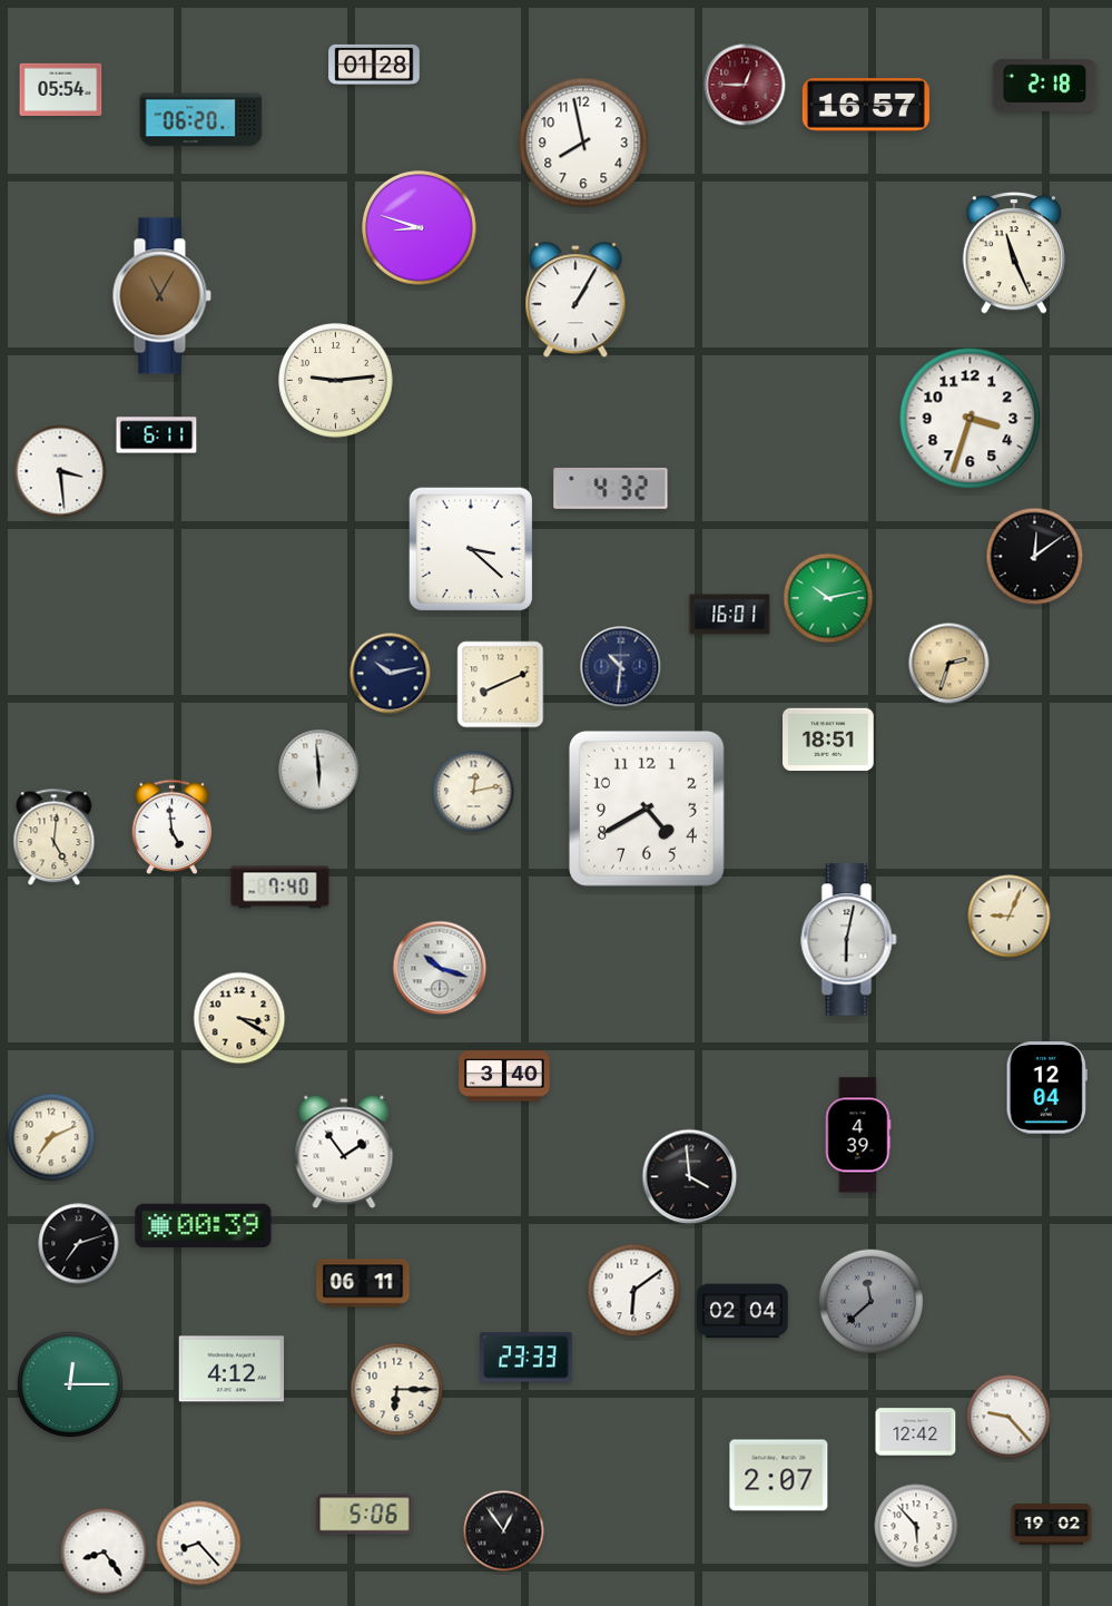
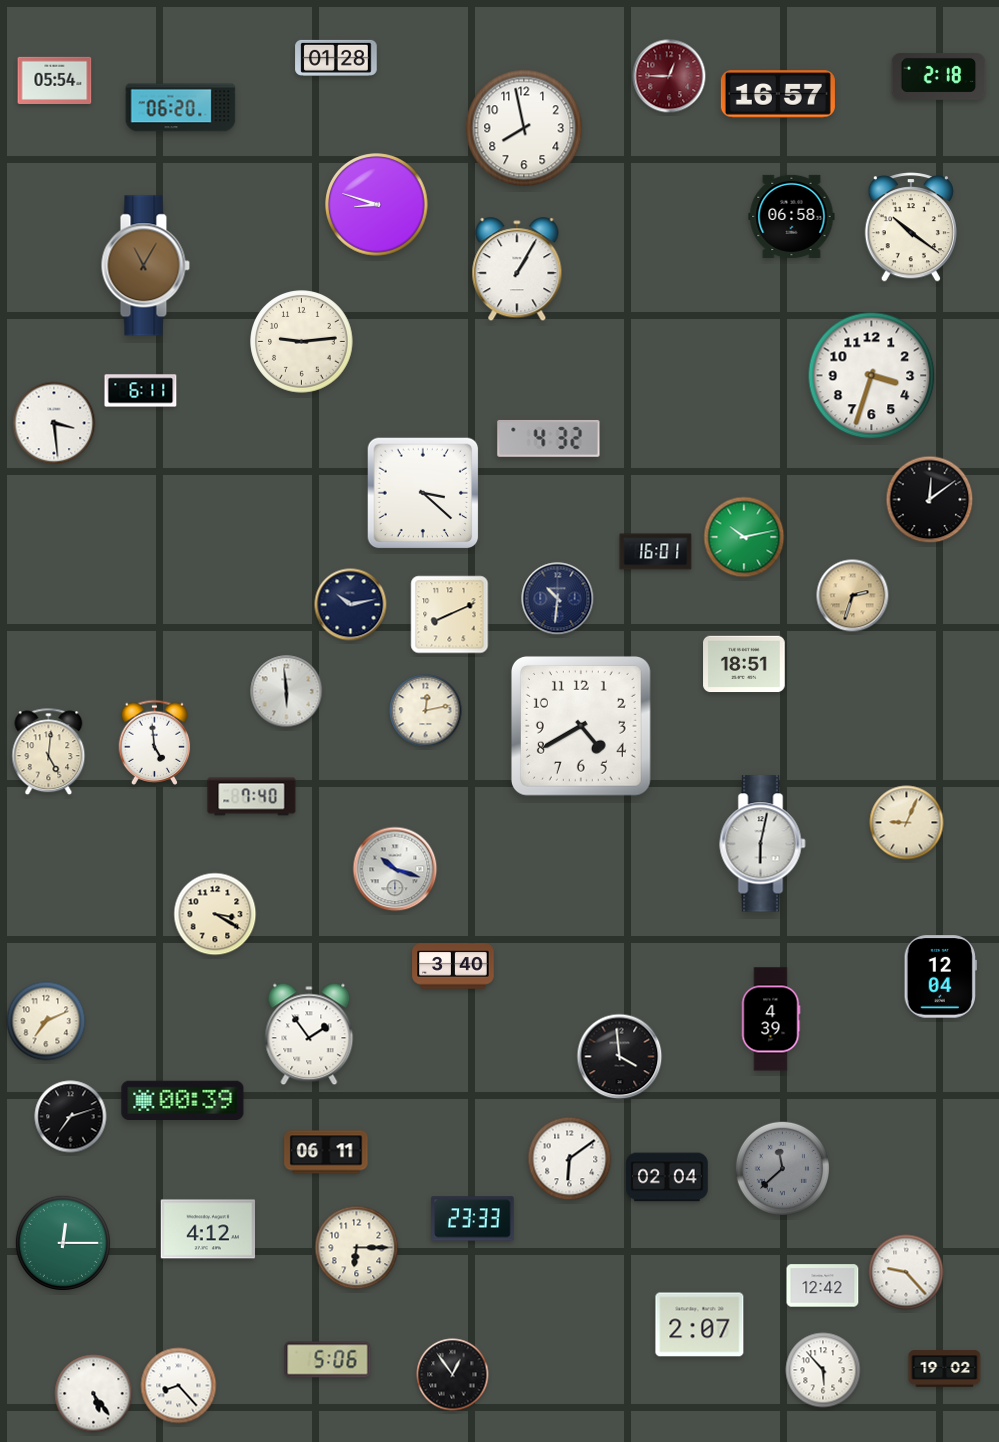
clock at (792, 216): none -> 06:58
clock at (1013, 253): 11:26 -> 10:21
clock at (105, 1553): 8:24 -> 5:24
